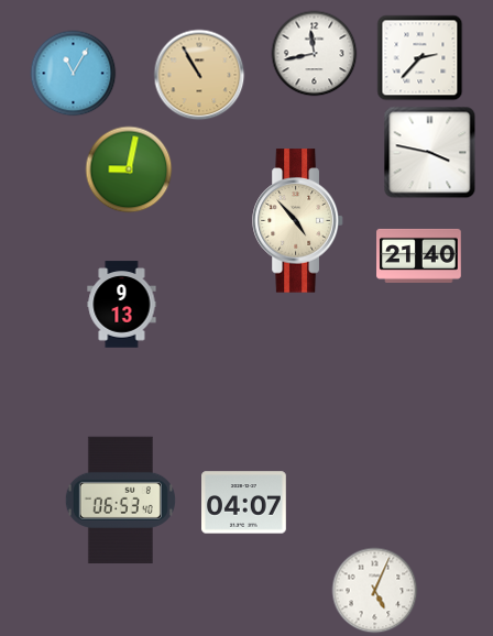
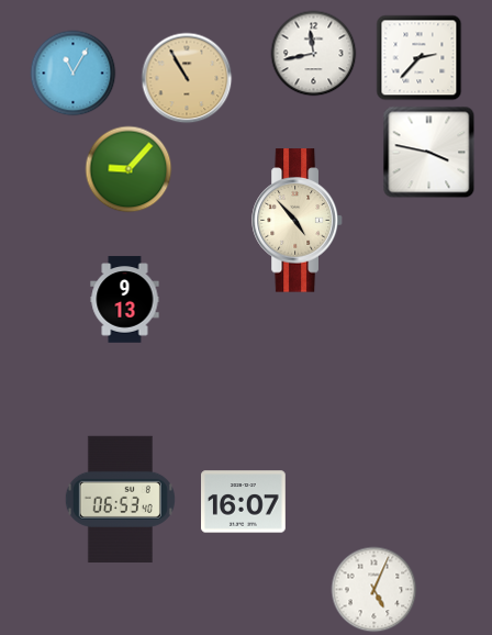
clock at (199, 75) position: (199, 75) -> (187, 78)
clock at (129, 169): 9:02 -> 9:07
clock at (419, 255): 21:40 -> none
clock at (122, 305) position: (122, 305) -> (125, 300)
clock at (244, 503): 04:07 -> 16:07
